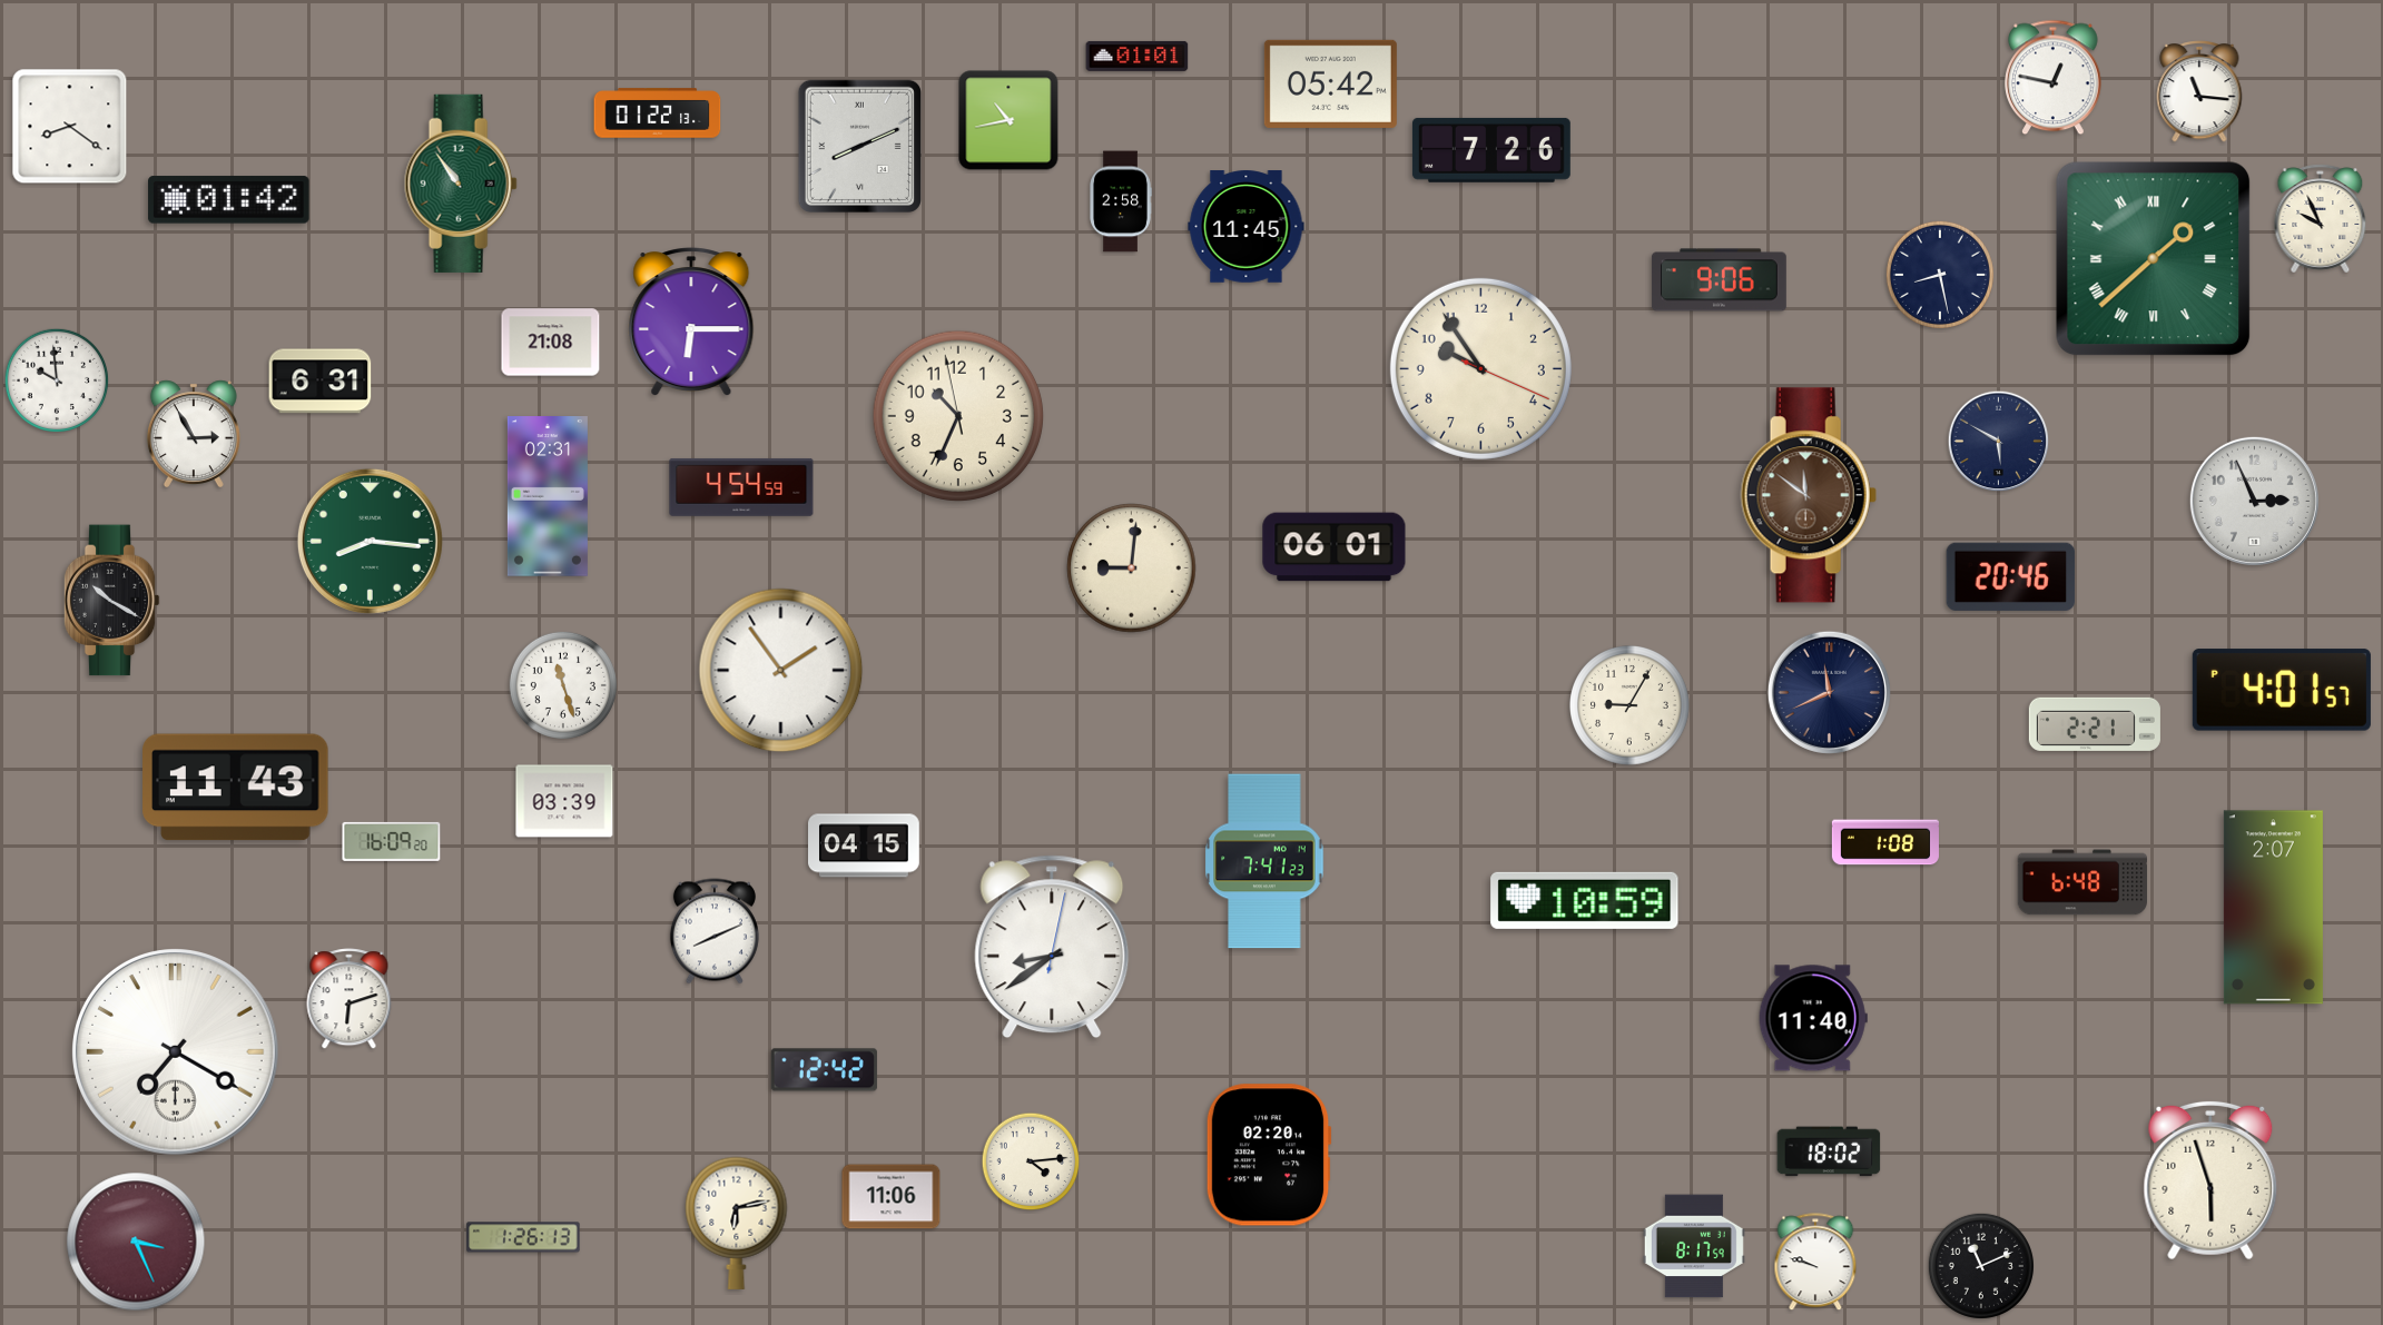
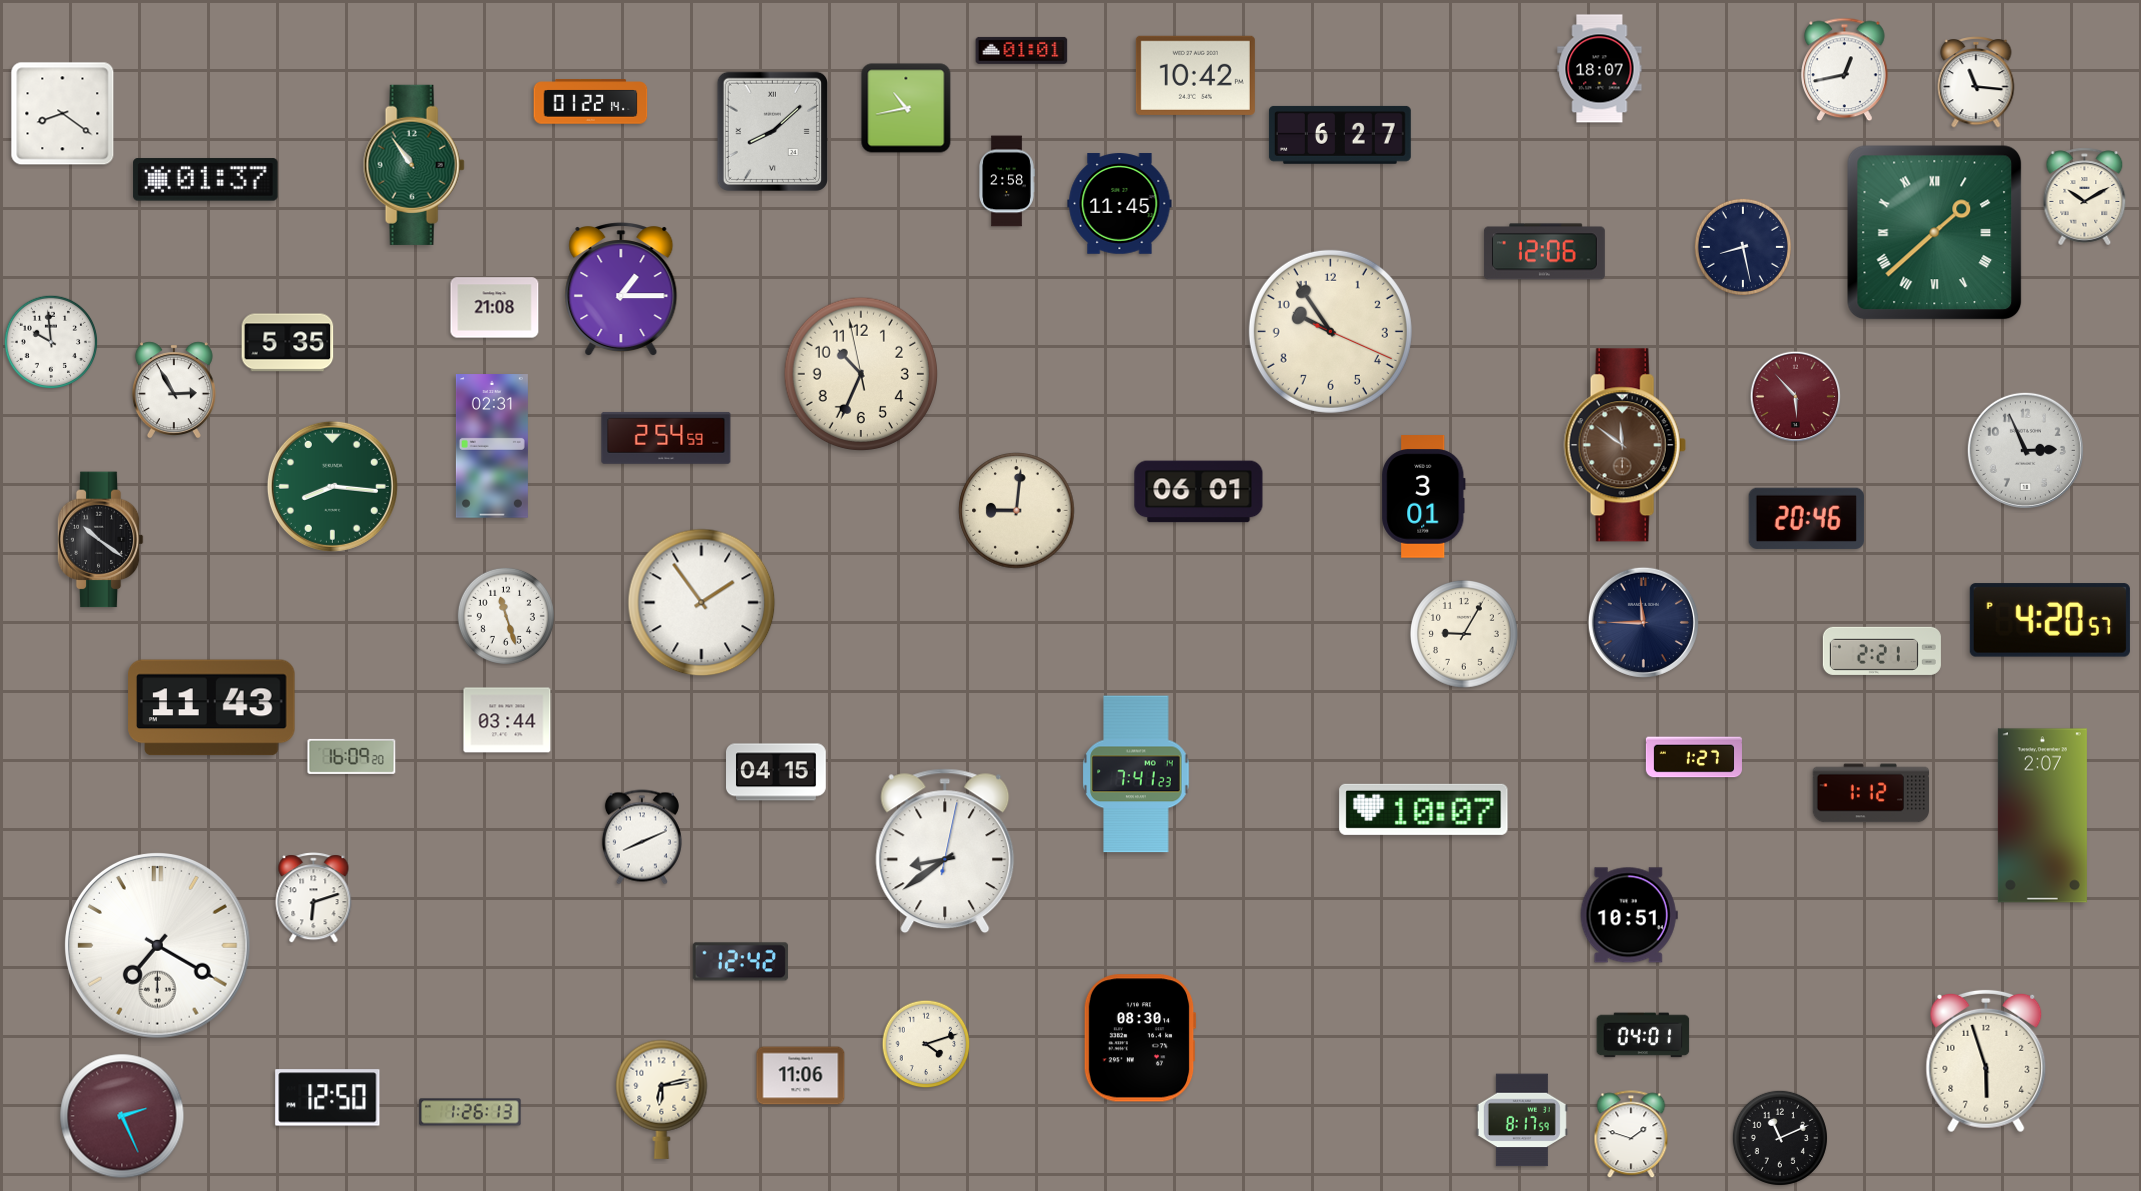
clock at (1600, 69): none -> 18:07
clock at (2054, 78): 12:47 -> 12:43
clock at (1330, 83): 05:42 -> 10:42
clock at (658, 113): 01:22:13 -> 01:22:14
clock at (859, 146): 8:11 -> 8:08
clock at (1491, 150): 7:26 -> 6:27
clock at (229, 200): 01:42 -> 01:37
clock at (2321, 219): 9:56 -> 10:10
clock at (1720, 280): 9:06 -> 12:06
clock at (691, 323): 6:15 -> 1:15
clock at (321, 382): 6:31 -> 5:35
clock at (1999, 442): 5:50 -> 5:53
clock at (1999, 442) dial: navy -> burgundy
clock at (741, 487): 4:54 -> 2:54
clock at (1424, 497): none -> 3:01
clock at (111, 601): 10:20 -> 10:21
clock at (2282, 690): 4:01 -> 4:20
clock at (1829, 692): 11:41 -> 11:45
clock at (564, 801): 03:39 -> 03:44
clock at (1885, 842): 1:08 -> 1:27
clock at (865, 846) position: (865, 846) -> (777, 772)
clock at (2081, 882): 6:48 -> 1:12
clock at (1585, 900): 10:59 -> 10:07
clock at (1813, 1018): 11:40 -> 10:51
clock at (1829, 1151): 18:02 -> 04:01
clock at (1269, 1155): 02:20 -> 08:30
clock at (1031, 1161): 4:14 -> 4:12
clock at (328, 1098): none -> 12:50
clock at (136, 1242): 3:26 -> 2:26
clock at (1815, 1263): 9:48 -> 1:48
